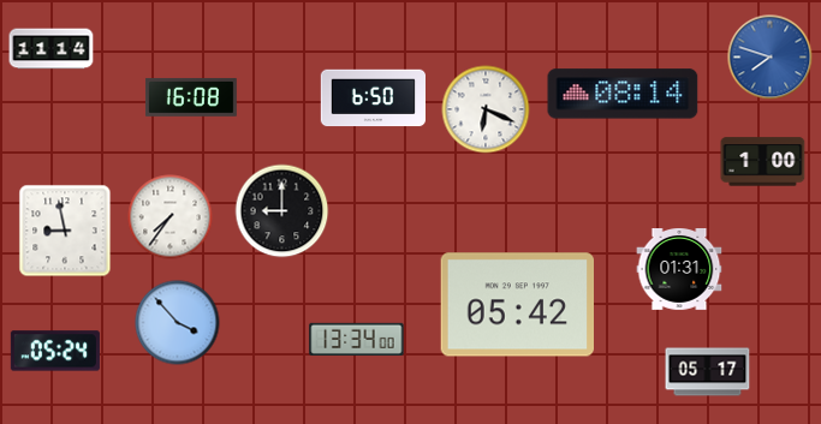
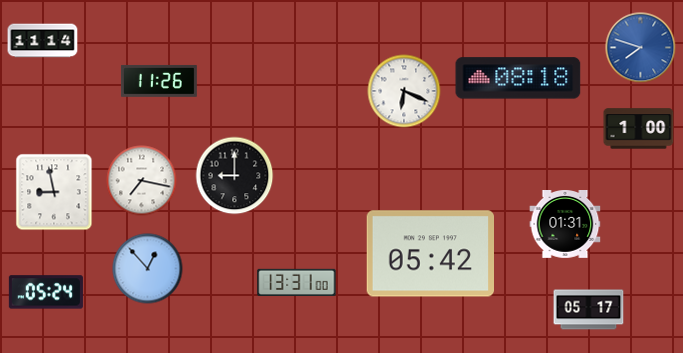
clock at (623, 94): 08:14 -> 08:18
clock at (191, 97): 16:08 -> 11:26
clock at (373, 98): 6:50 -> none
clock at (763, 162) position: (763, 162) -> (639, 129)
clock at (171, 217): 7:36 -> 7:17
clock at (178, 323): 3:53 -> 12:53
clock at (357, 339): 13:34 -> 13:31
